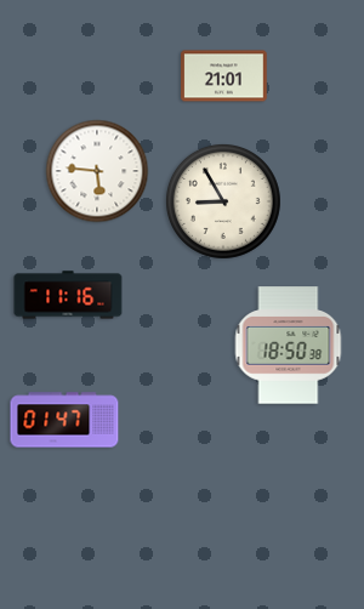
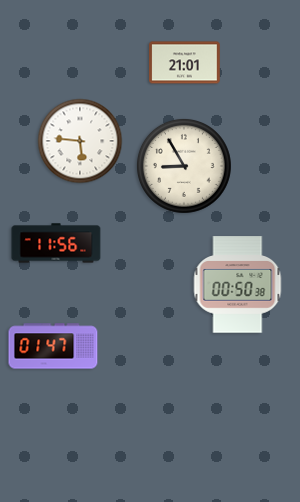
clock at (68, 295): 11:16 -> 11:56
clock at (289, 346): 18:50 -> 00:50
